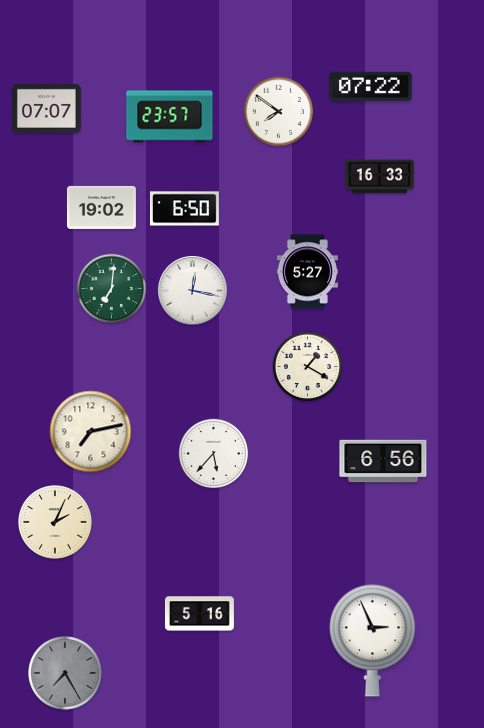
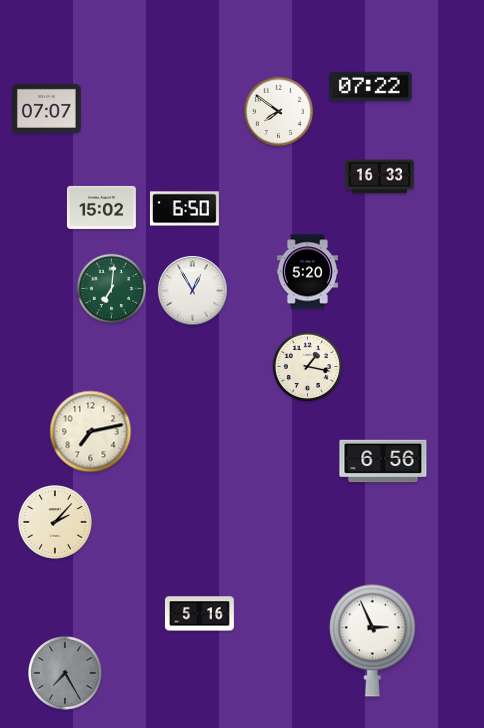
clock at (170, 117): 23:57 -> none
clock at (101, 207): 19:02 -> 15:02
clock at (307, 272): 5:27 -> 5:20
clock at (193, 291): 12:17 -> 12:55
clock at (308, 367): 1:20 -> 1:17
clock at (214, 454): 5:37 -> none
clock at (55, 522): 2:04 -> 2:07
